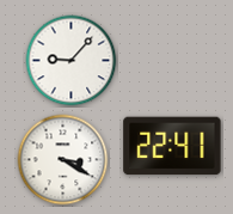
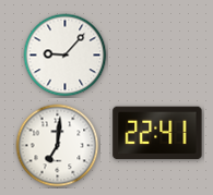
clock at (63, 160): 3:20 -> 7:01
